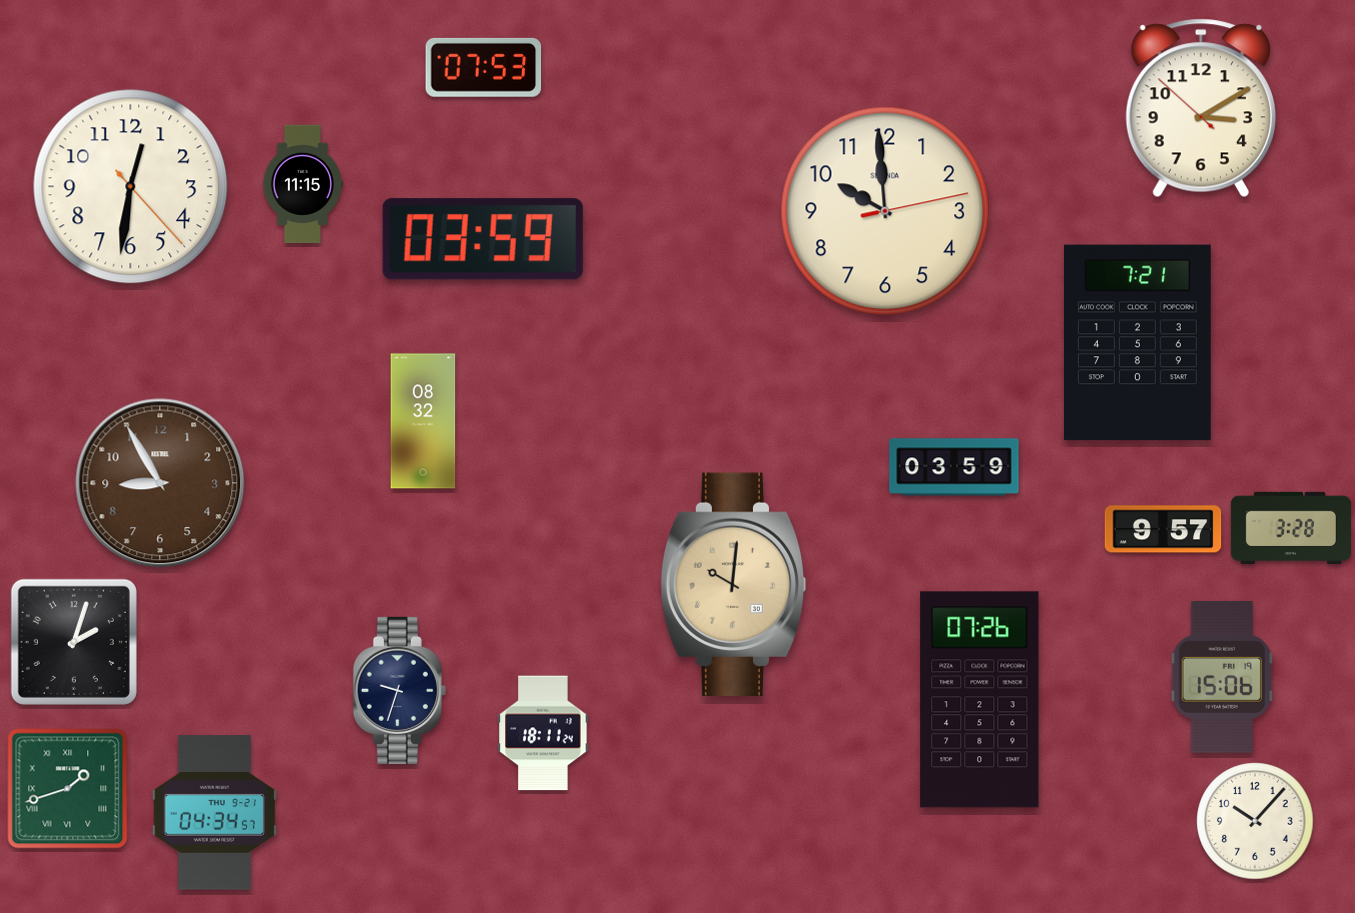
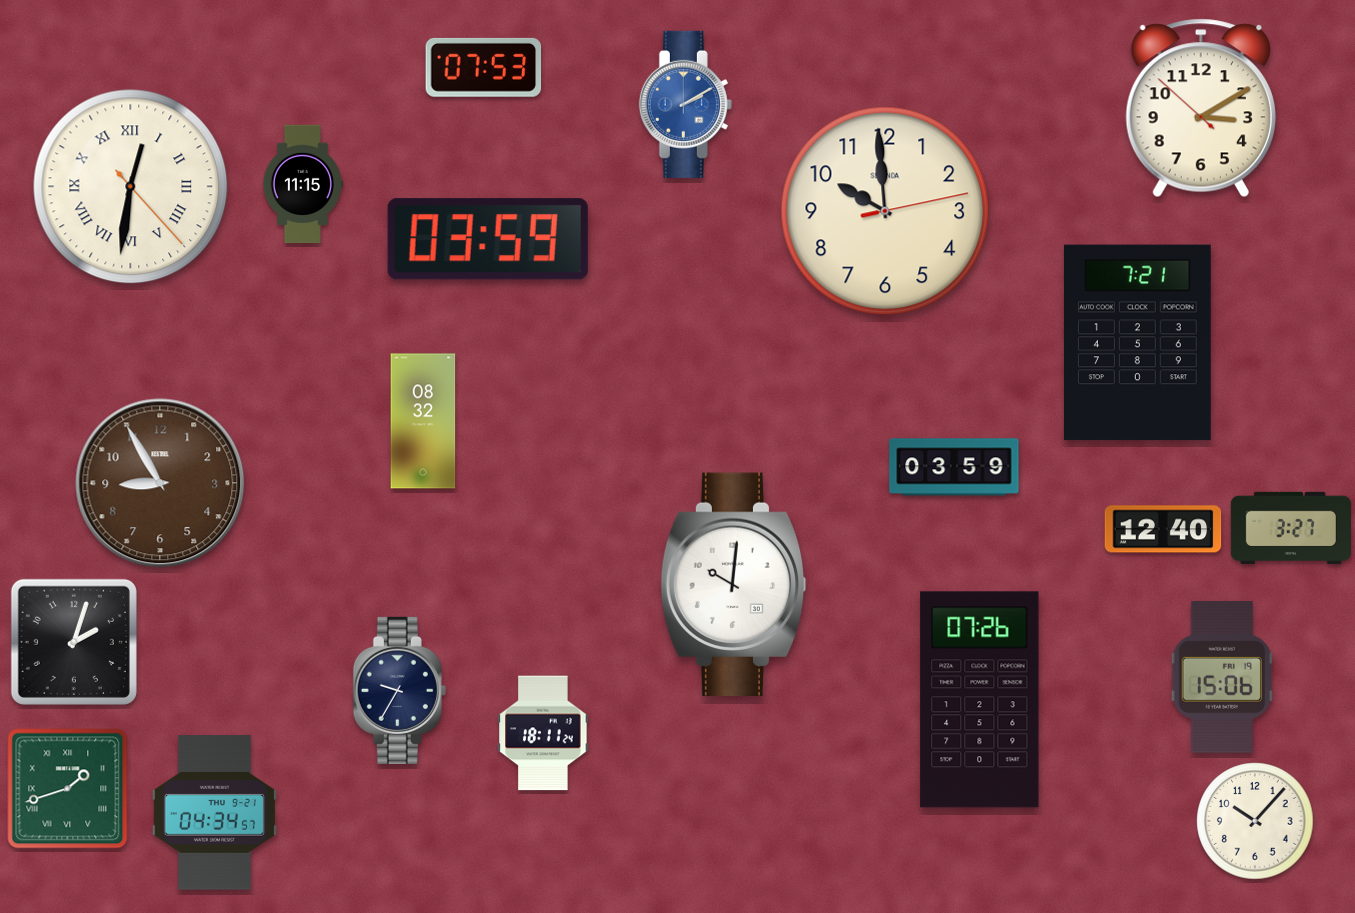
clock at (685, 104): none -> 2:10
clock at (131, 187) numerals: Arabic -> Roman
clock at (483, 239) position: (483, 239) -> (488, 239)
clock at (1291, 527): 3:28 -> 3:27
clock at (1163, 529): 9:57 -> 12:40
clock at (734, 584) dial: champagne -> white
clock at (399, 690): 9:33 -> 9:35
